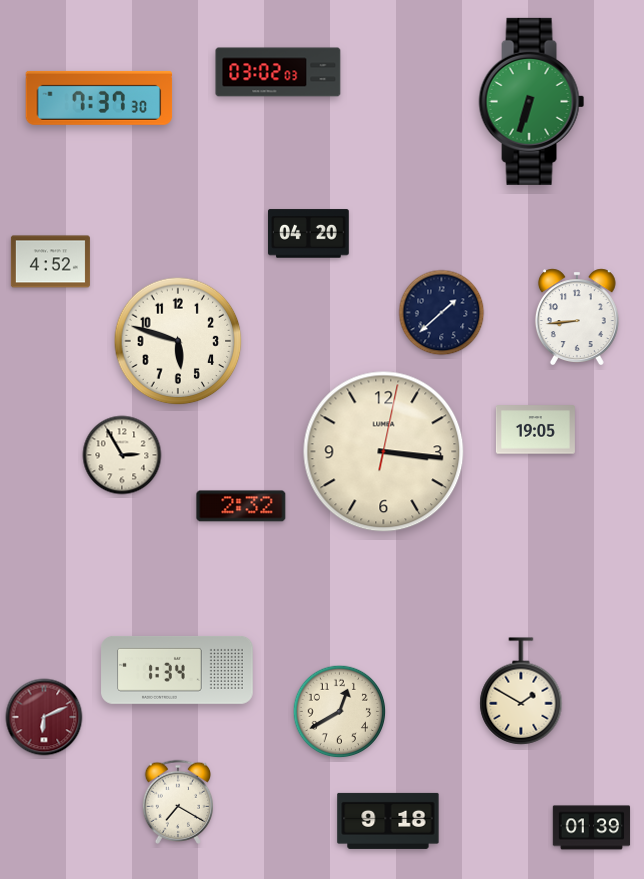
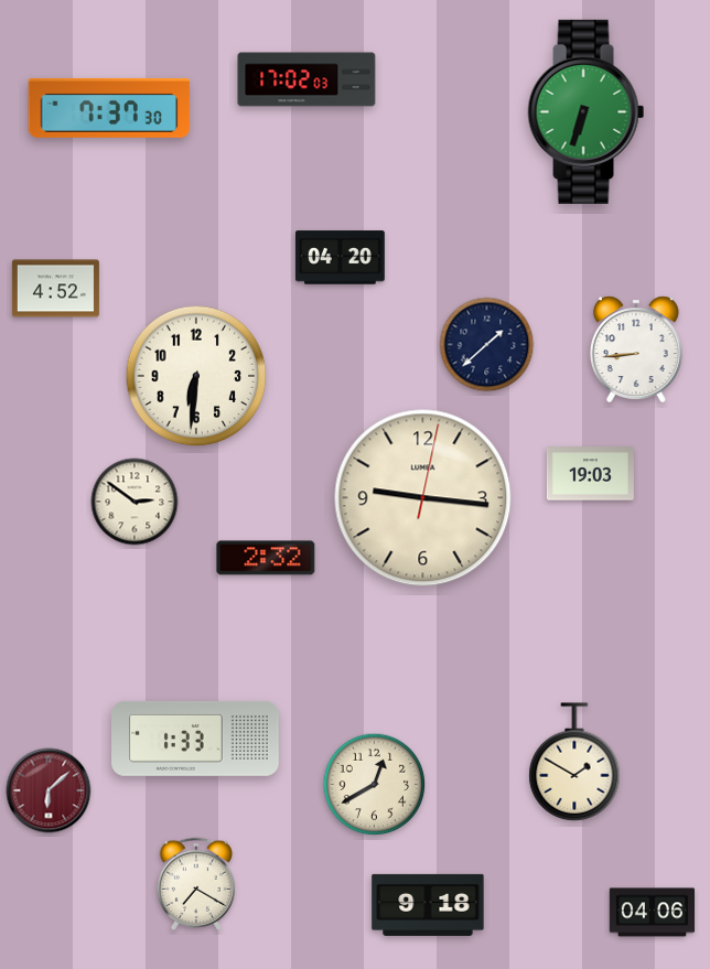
clock at (278, 72): 03:02 -> 17:02
clock at (178, 341): 5:48 -> 6:31
clock at (535, 430): 19:05 -> 19:03
clock at (384, 452): 3:16 -> 9:16
clock at (122, 455): 2:55 -> 2:51
clock at (177, 670): 1:34 -> 1:33
clock at (44, 717): 6:11 -> 6:08
clock at (592, 828): 01:39 -> 04:06
